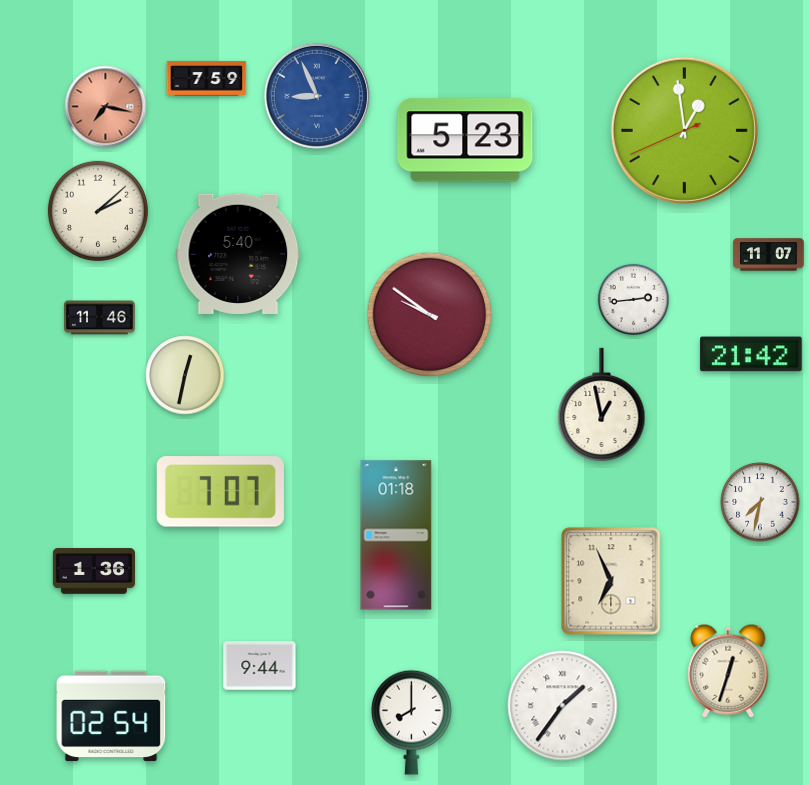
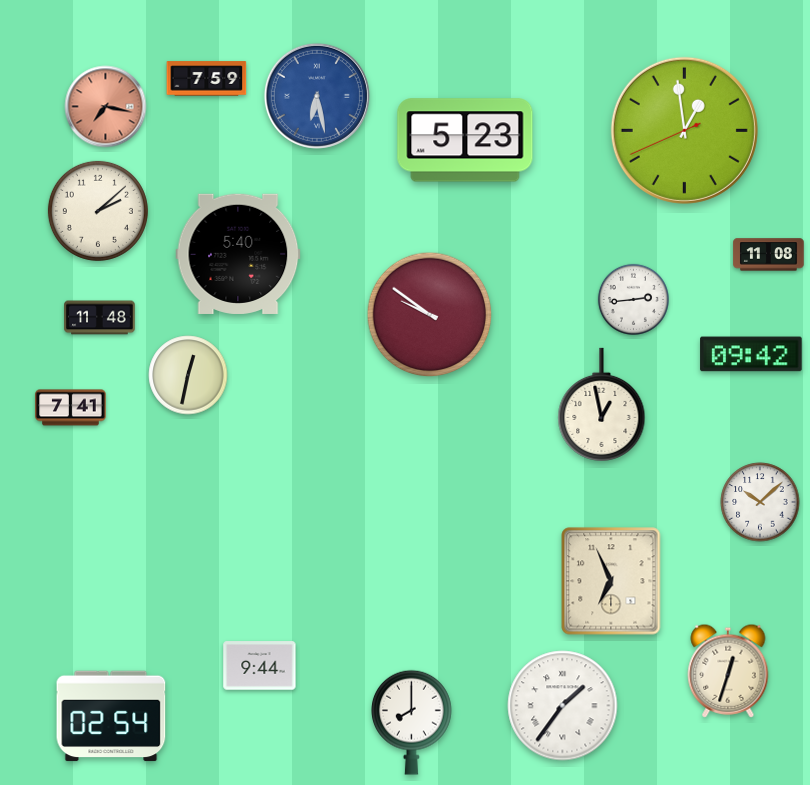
clock at (317, 96): 8:56 -> 6:28
clock at (769, 255): 11:07 -> 11:08
clock at (100, 318): 11:46 -> 11:48
clock at (751, 354): 21:42 -> 09:42
clock at (185, 375) position: (185, 375) -> (188, 375)
clock at (71, 408): none -> 7:41
clock at (220, 492): 7:07 -> none
clock at (760, 502): 7:32 -> 10:08
clock at (396, 535): 01:18 -> none
clock at (93, 571): 1:36 -> none
